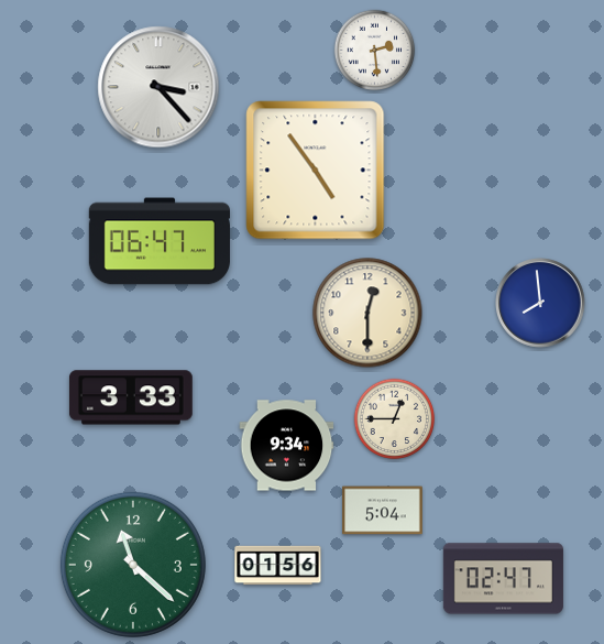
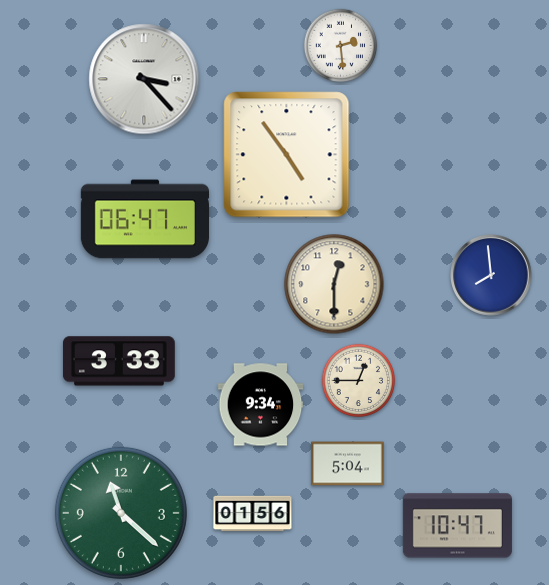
clock at (503, 579): 02:47 -> 10:47
